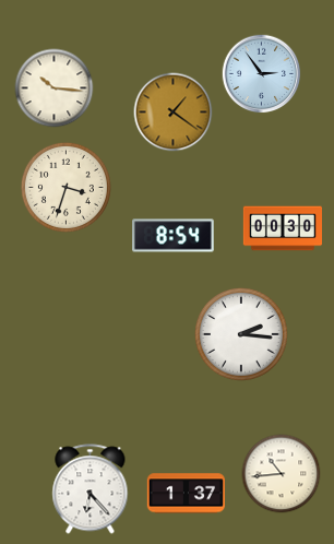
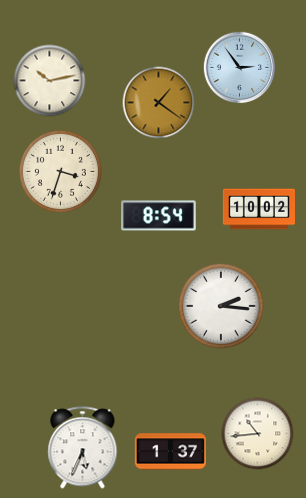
clock at (55, 88): 10:16 -> 10:13
clock at (282, 228): 00:30 -> 10:02
clock at (91, 489): 6:23 -> 5:34
